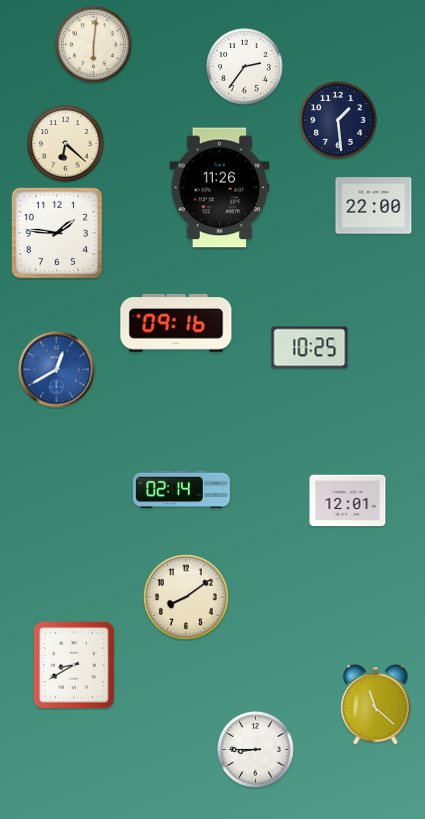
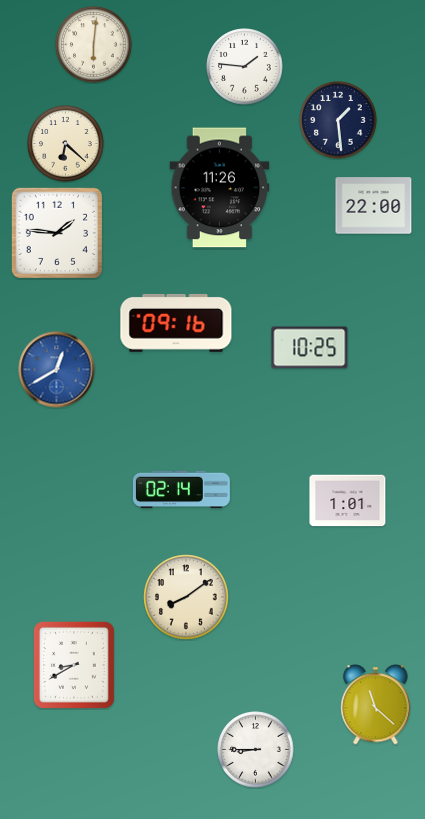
clock at (245, 67): 2:36 -> 1:46
clock at (348, 501): 12:01 -> 1:01
